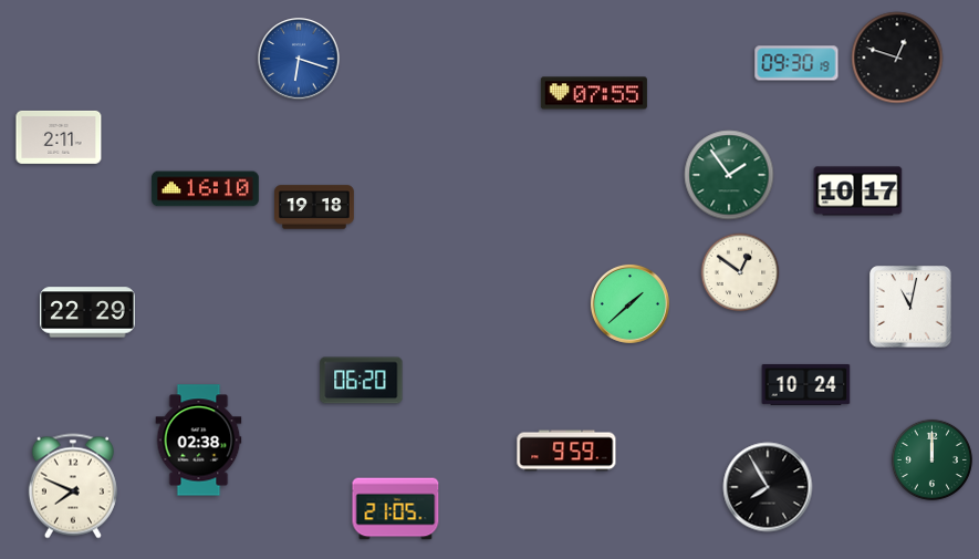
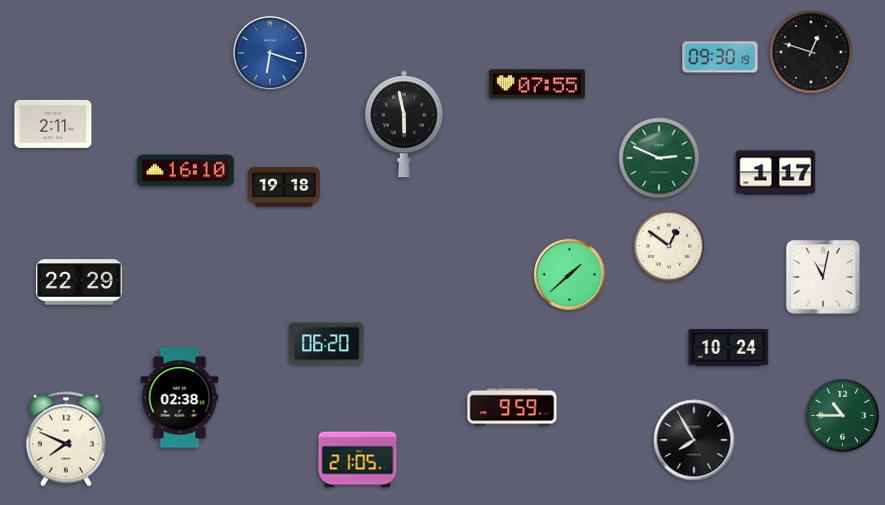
clock at (404, 124): none -> 5:58
clock at (729, 175): 1:54 -> 2:49
clock at (858, 191): 10:17 -> 1:17
clock at (933, 460): 12:00 -> 10:45
